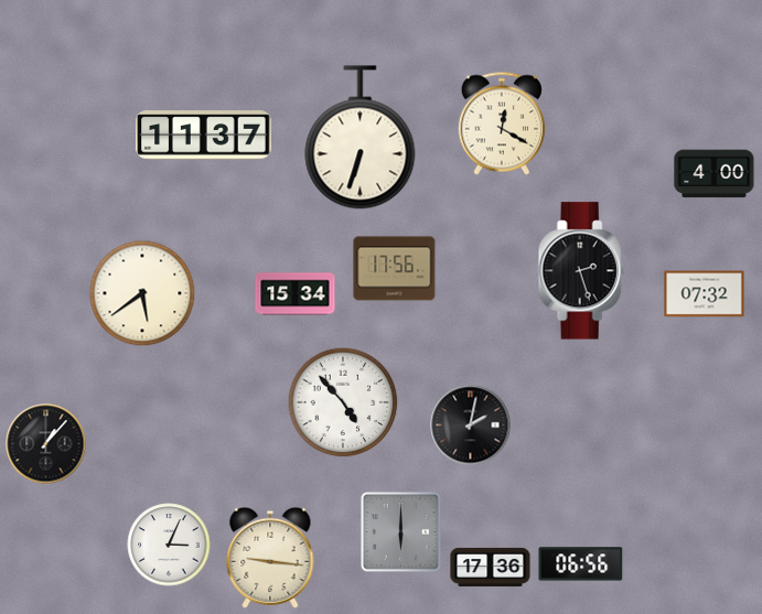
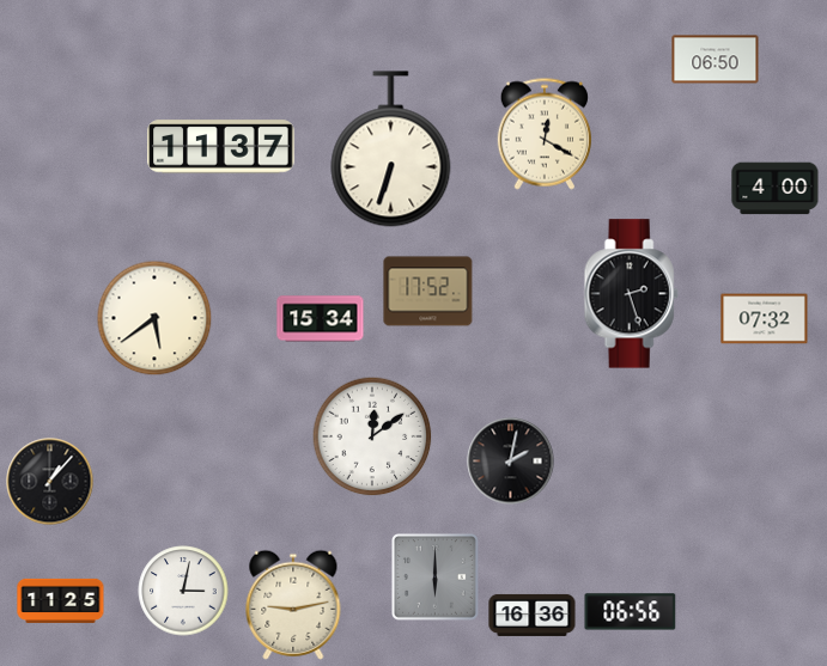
clock at (716, 60): none -> 06:50
clock at (395, 269): 17:56 -> 17:52
clock at (343, 402): 4:53 -> 12:09
clock at (169, 545): 3:04 -> 3:02
clock at (61, 600): none -> 11:25
clock at (270, 558): 9:16 -> 9:13
clock at (491, 567): 17:36 -> 16:36
